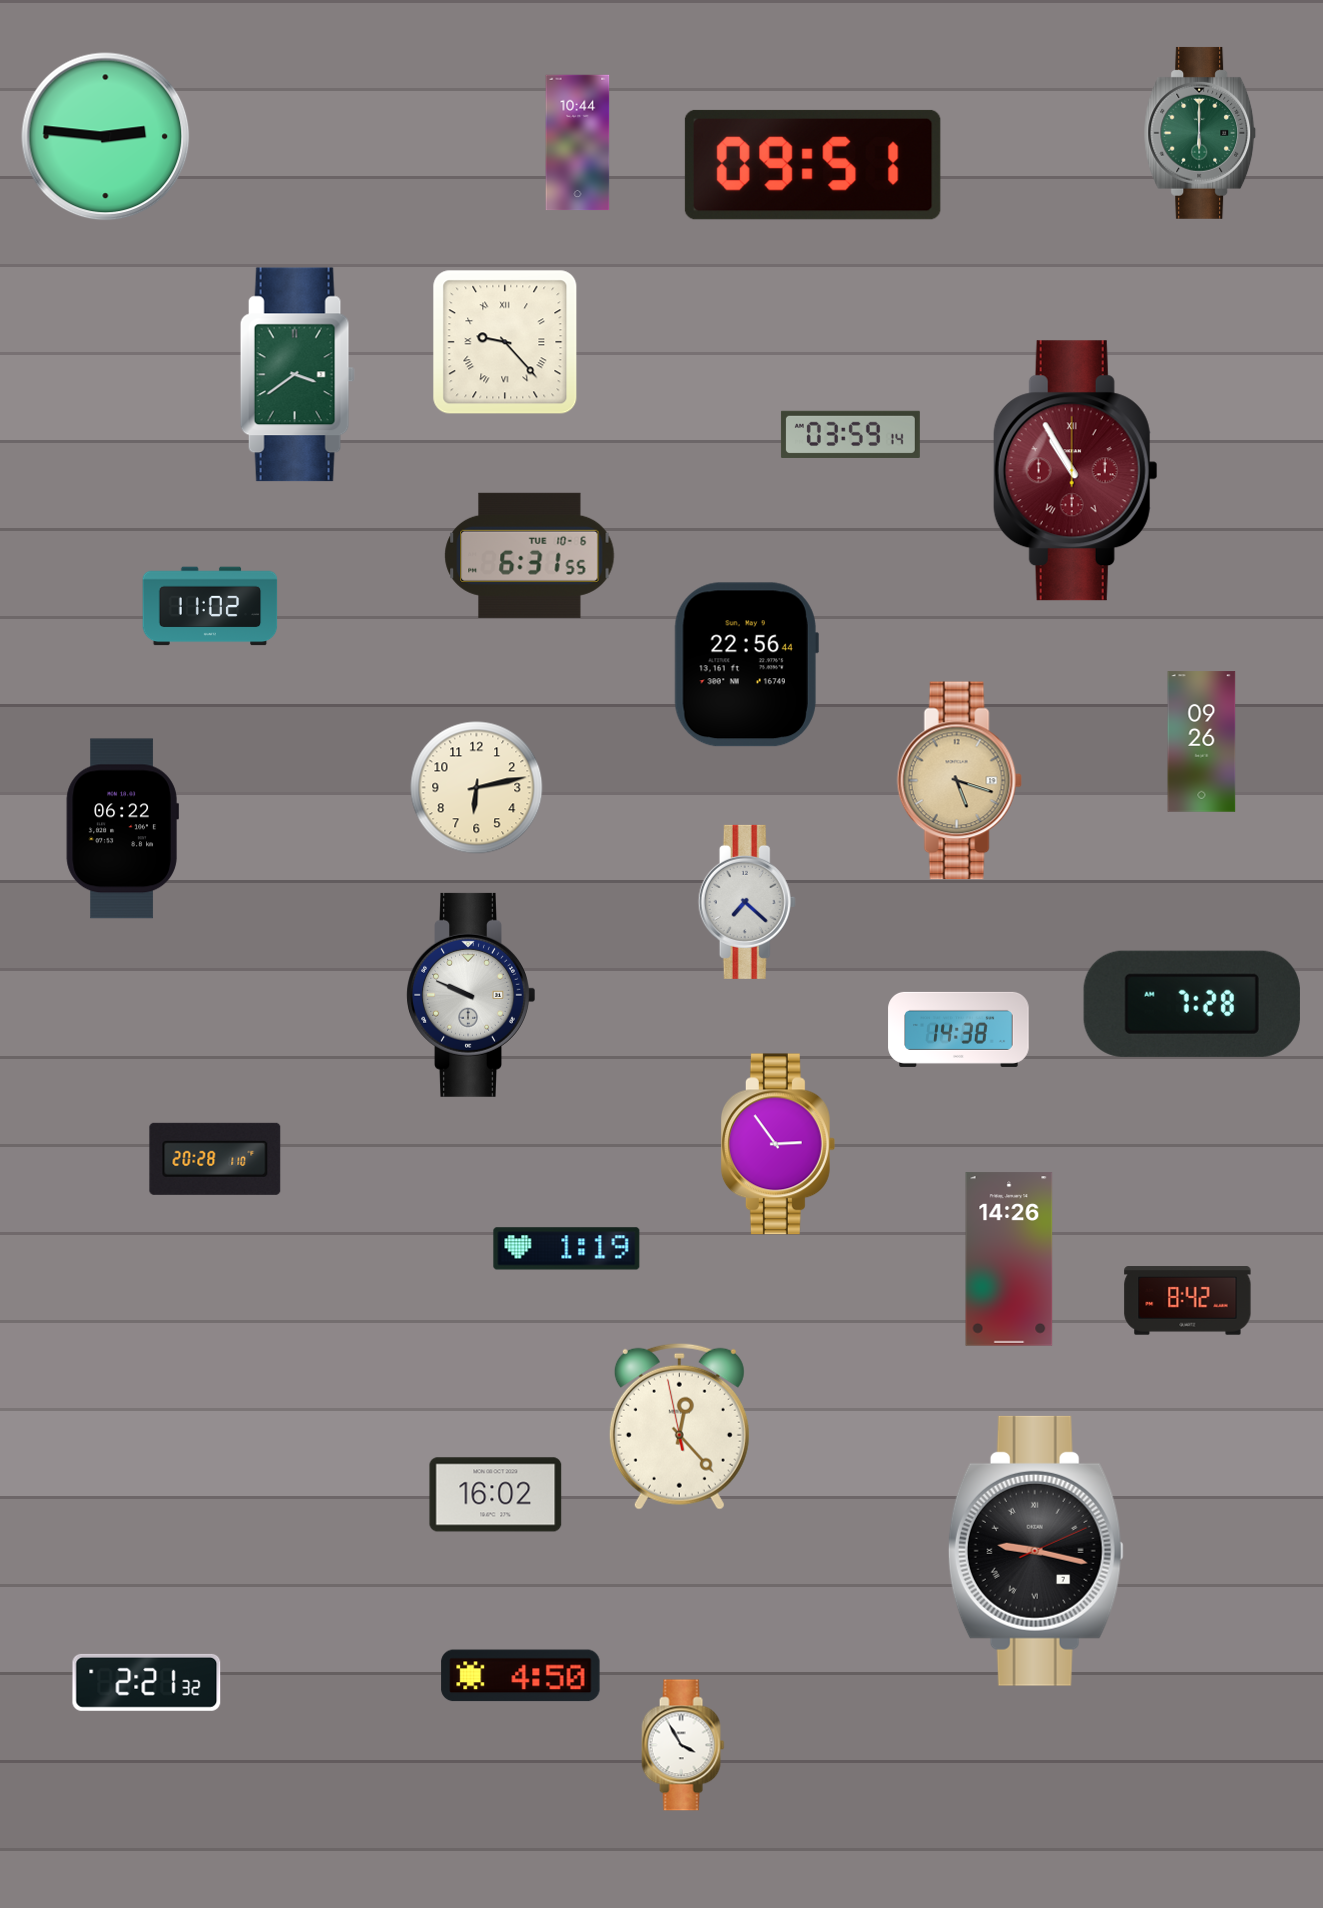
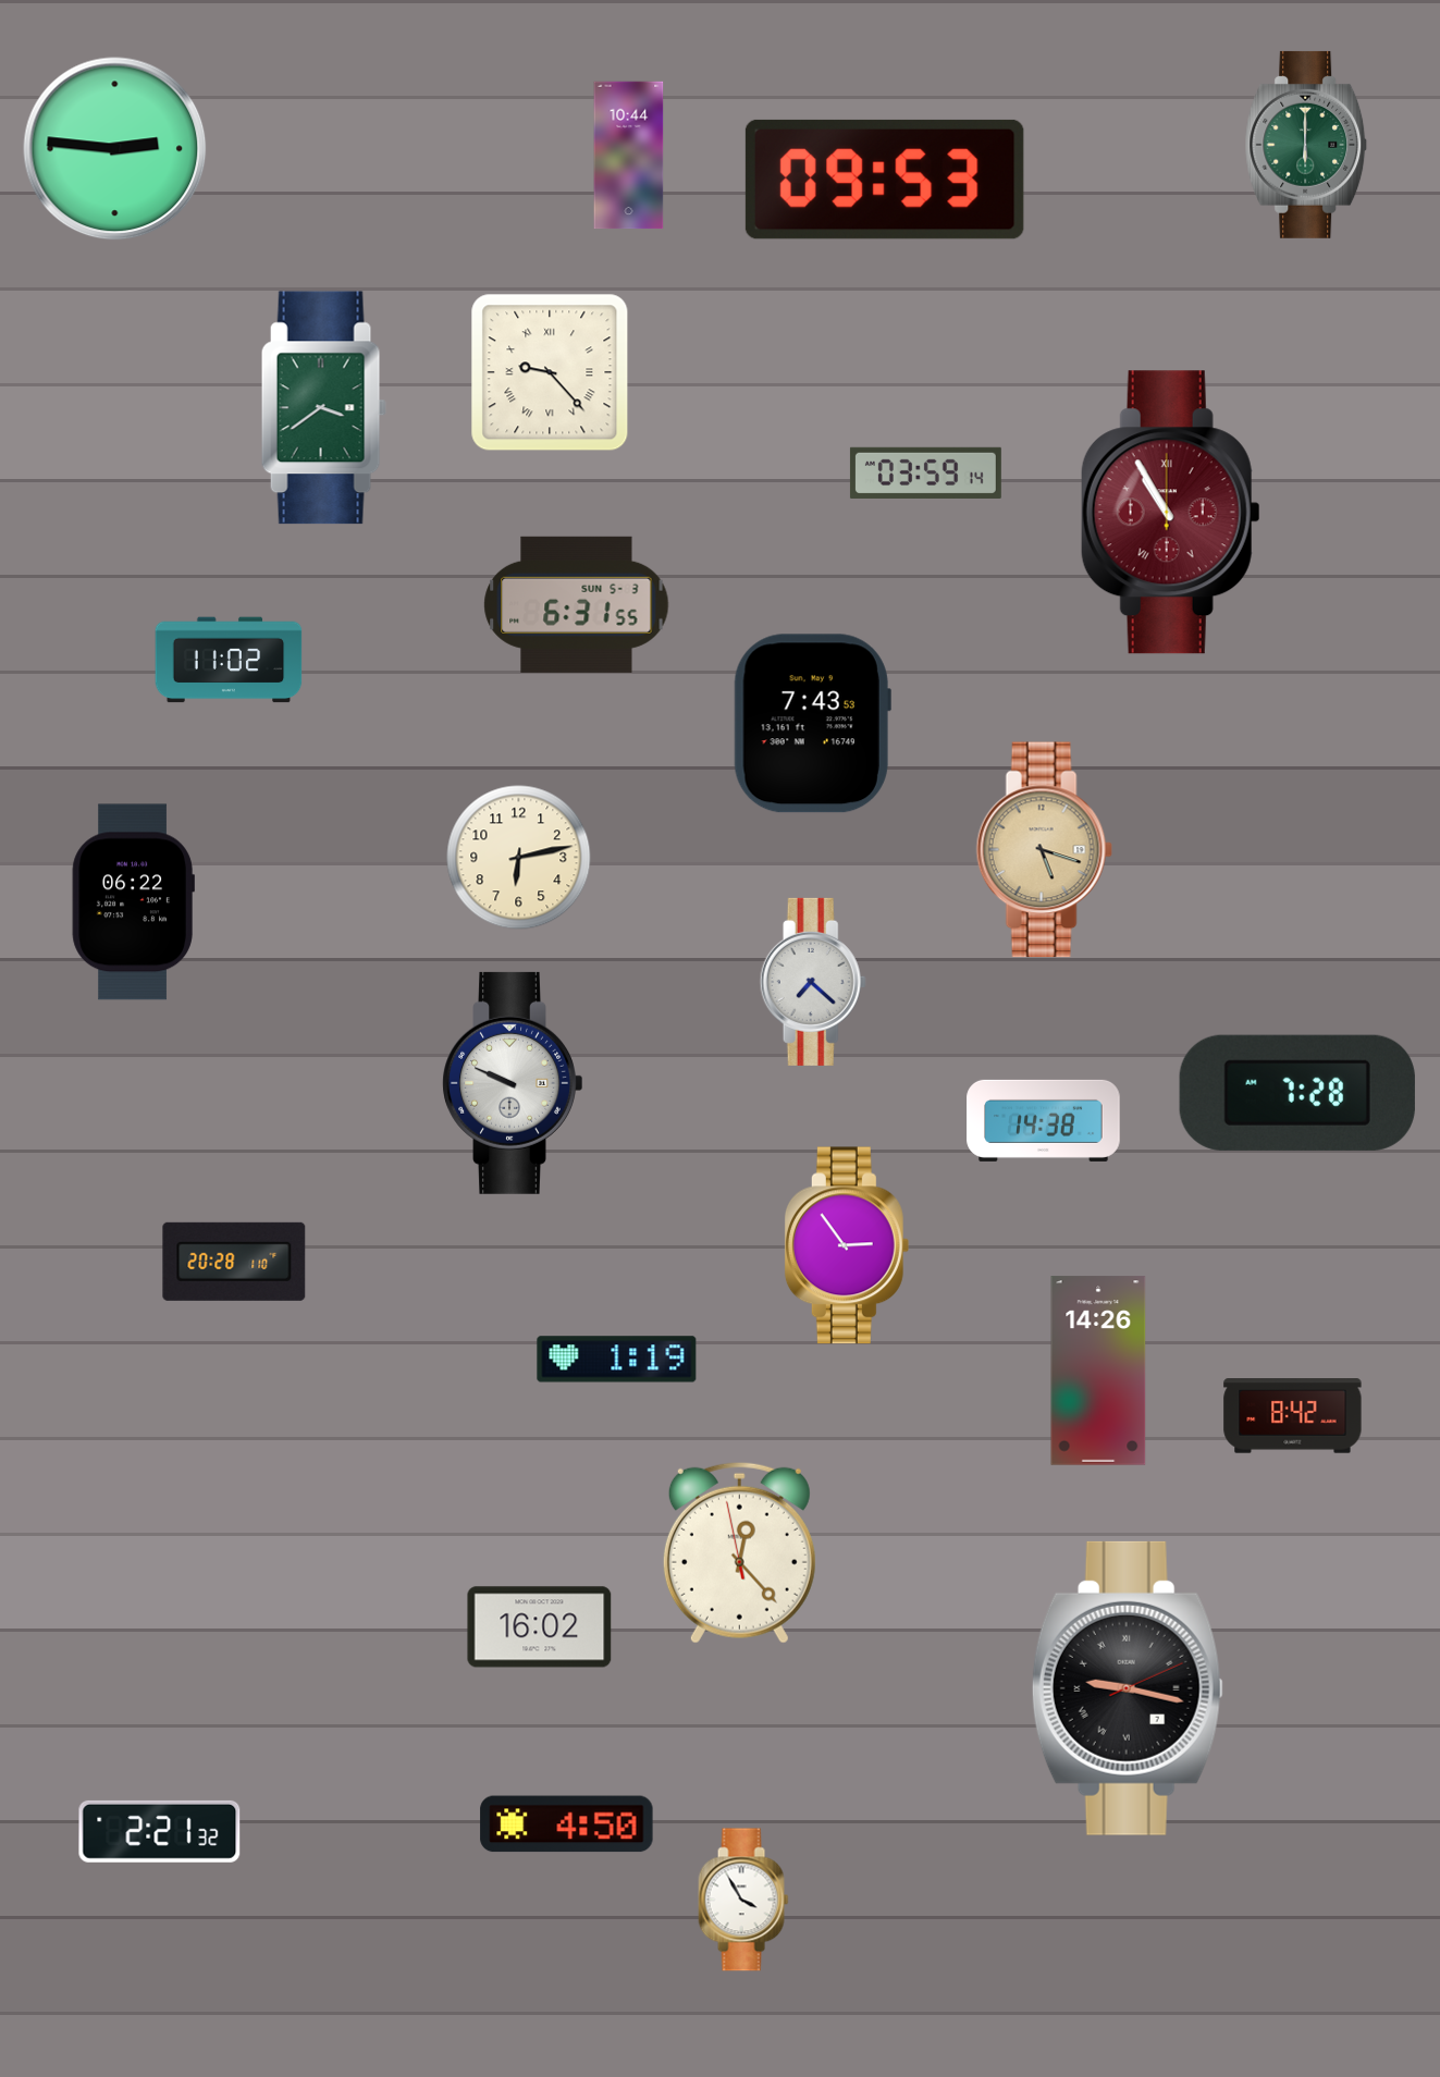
clock at (813, 165): 09:51 -> 09:53
clock at (530, 555) date: TUE 10-6 -> SUN 5-3
clock at (746, 665): 22:56 -> 7:43
clock at (1202, 742): 09:26 -> none
